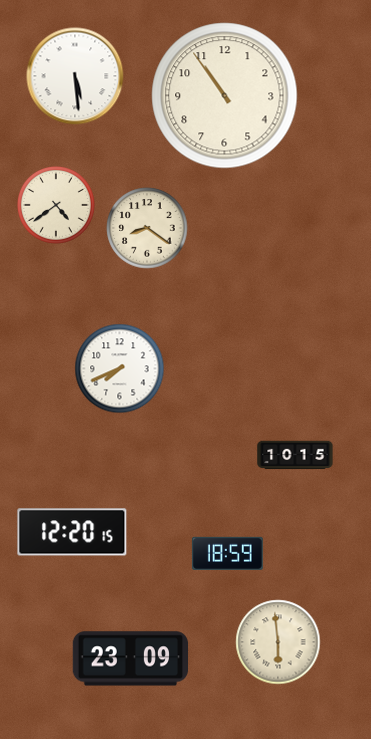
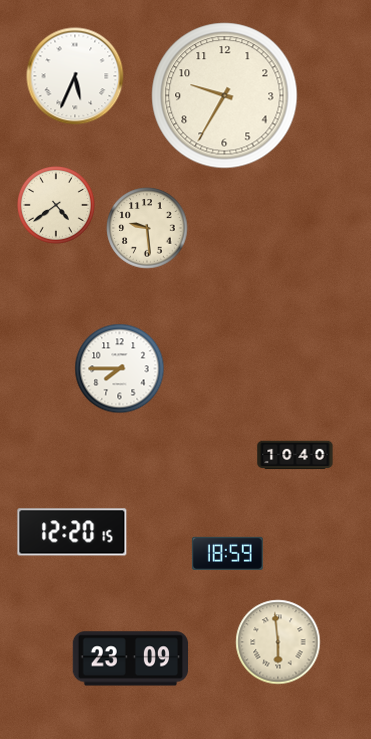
clock at (75, 76): 5:29 -> 5:34
clock at (225, 96): 10:54 -> 9:35
clock at (147, 228): 8:21 -> 9:29
clock at (120, 369): 7:41 -> 7:45
clock at (295, 455): 10:15 -> 10:40
